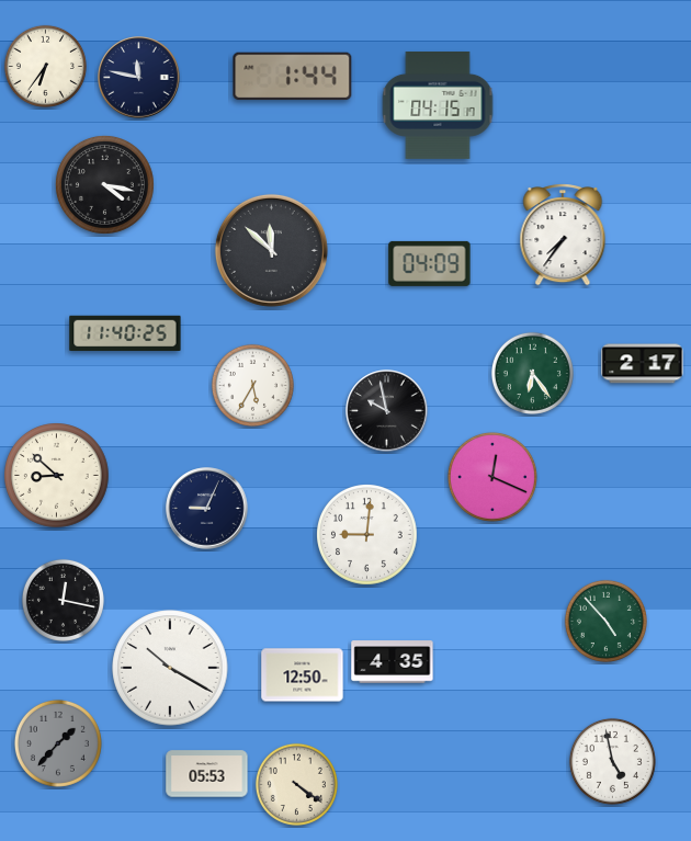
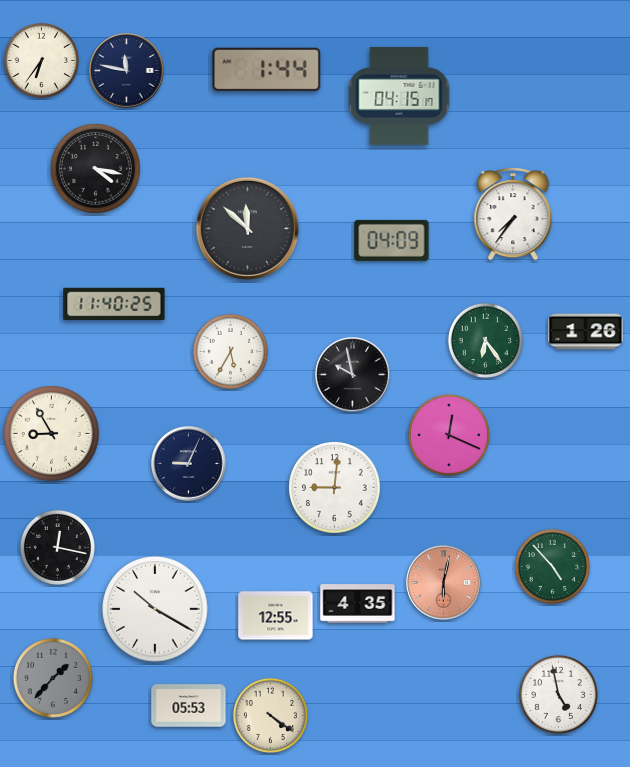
clock at (643, 364): 2:17 -> 1:26
clock at (57, 476): 8:52 -> 8:55
clock at (444, 583): none -> 6:02
clock at (303, 675): 12:50 -> 12:55
